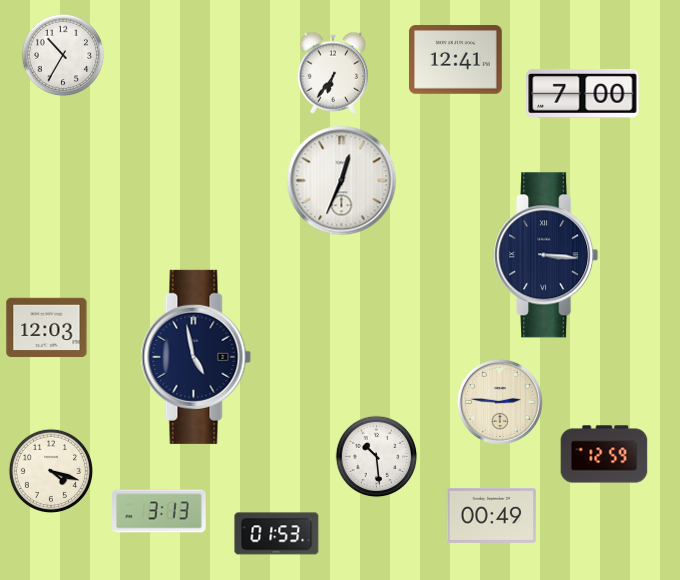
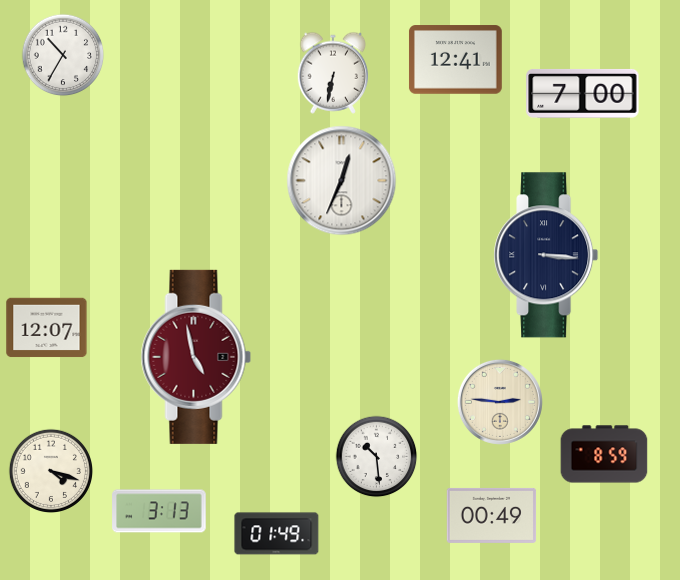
clock at (332, 73): 6:36 -> 6:32
clock at (47, 328): 12:03 -> 12:07
clock at (196, 357) dial: navy -> burgundy
clock at (604, 454): 12:59 -> 8:59
clock at (277, 534): 01:53 -> 01:49
